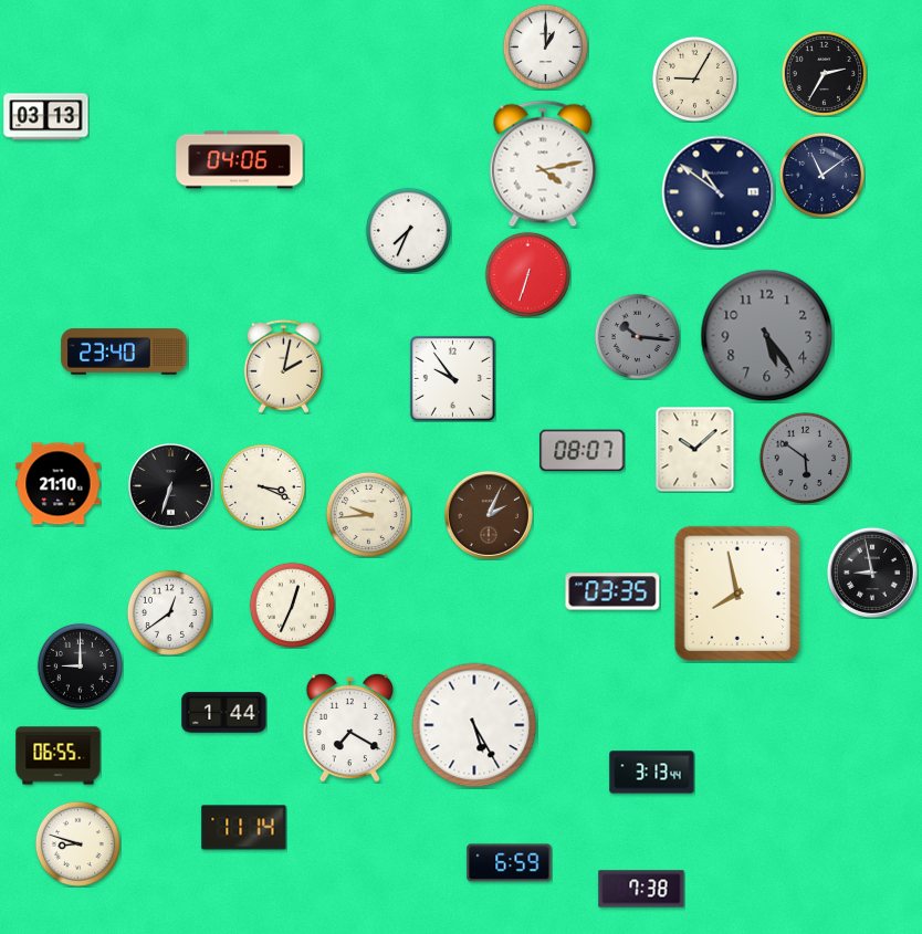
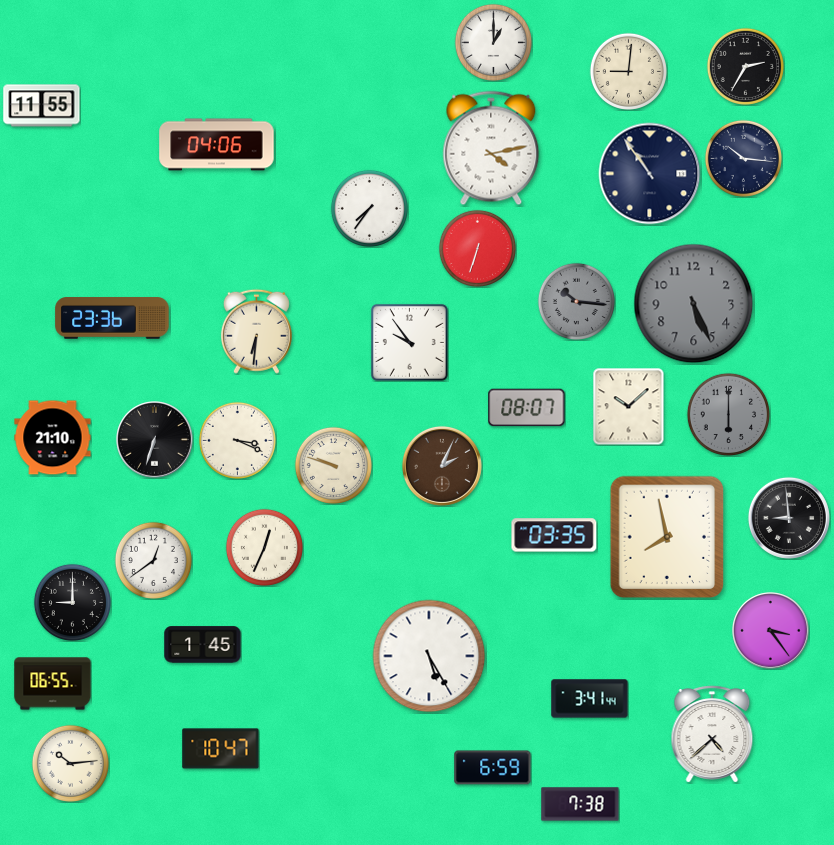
clock at (694, 78): 9:05 -> 9:01
clock at (46, 117): 03:13 -> 11:55
clock at (821, 175): 11:09 -> 10:16
clock at (719, 192): 10:51 -> 10:54
clock at (408, 230): 7:34 -> 7:36
clock at (637, 336) position: (637, 336) -> (576, 301)
clock at (767, 336): 5:24 -> 5:26
clock at (124, 351): 23:40 -> 23:36
clock at (283, 366): 2:02 -> 6:31
clock at (805, 458): 5:51 -> 6:00
clock at (368, 514): 9:44 -> 9:48
clock at (872, 573): 8:58 -> 8:59
clock at (169, 612) position: (169, 612) -> (153, 560)
clock at (771, 631): none -> 3:24
clock at (224, 713): 1:44 -> 1:45
clock at (350, 727): 7:20 -> none
clock at (652, 773): 3:13 -> 3:41
clock at (712, 734): none -> 4:38
clock at (244, 828): 11:14 -> 10:47
clock at (77, 843): 8:48 -> 10:14
clock at (510, 863) position: (510, 863) -> (493, 768)
